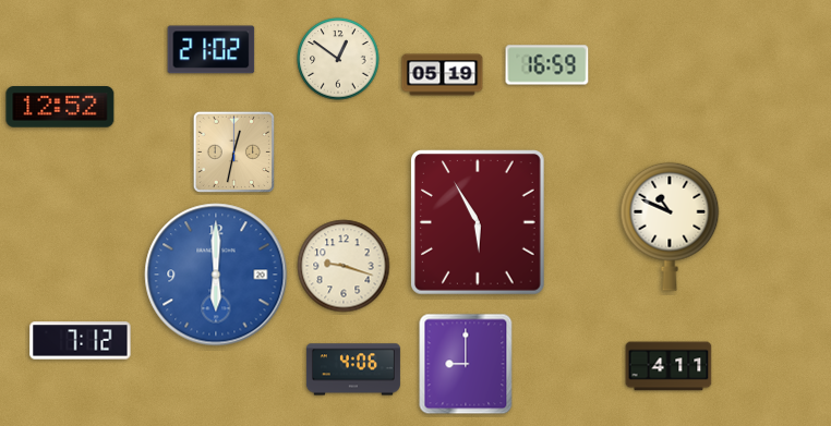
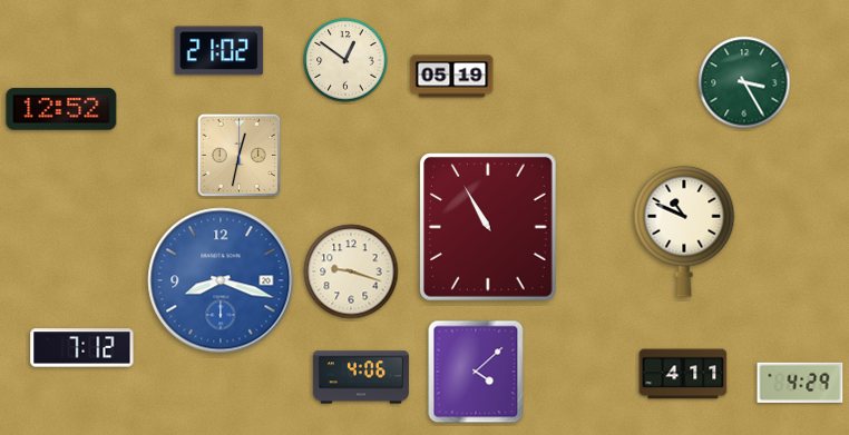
clock at (212, 50) position: (212, 50) -> (219, 51)
clock at (547, 65): 16:59 -> none
clock at (744, 82): none -> 3:25
clock at (479, 222): 5:55 -> 10:55
clock at (216, 275): 6:00 -> 8:18
clock at (466, 364): 9:00 -> 4:08
clock at (800, 383): none -> 4:29
